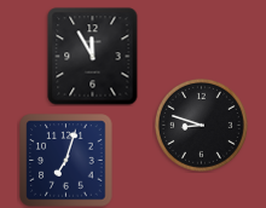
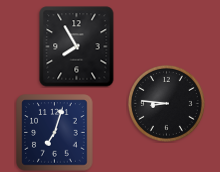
clock at (93, 57): 11:55 -> 7:55
clock at (201, 125): 8:48 -> 8:46
